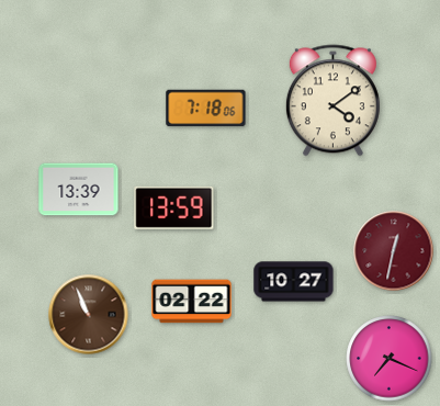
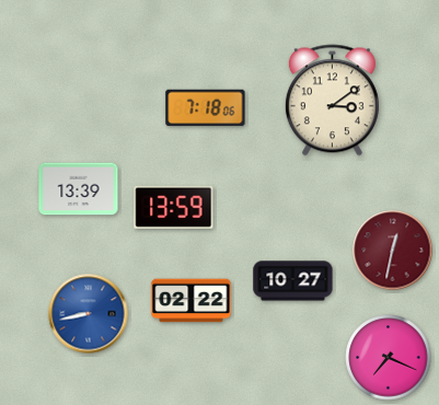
clock at (332, 101): 4:09 -> 3:09
clock at (89, 315): 10:56 -> 8:43
clock at (89, 315) dial: brown -> blue
